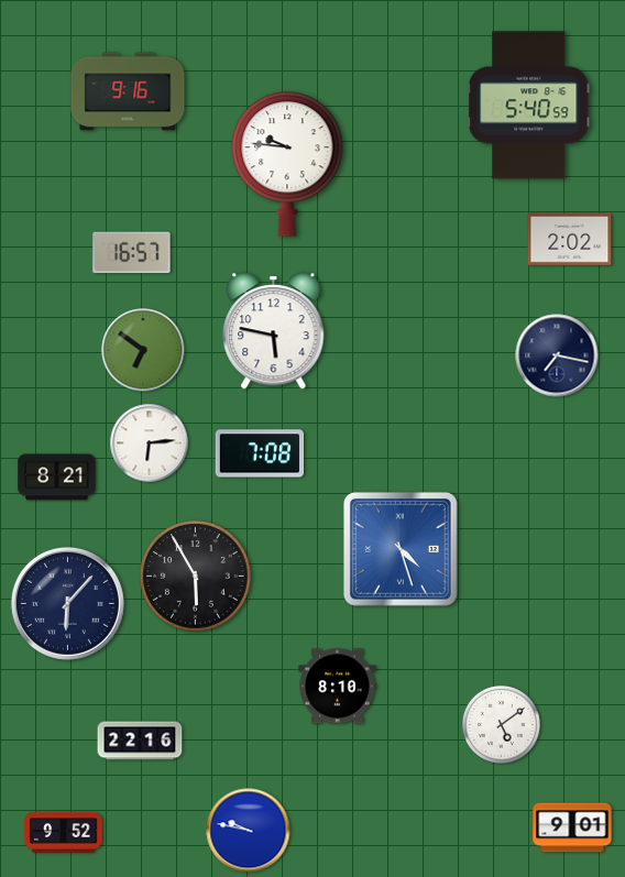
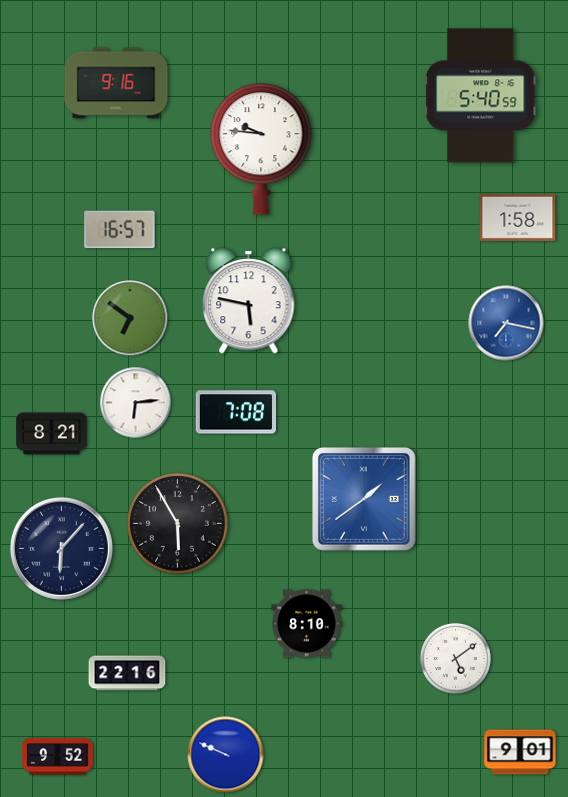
clock at (570, 239): 2:02 -> 1:58
clock at (557, 355) dial: navy -> blue
clock at (402, 550): 4:27 -> 1:39
clock at (249, 831): 9:47 -> 9:49
